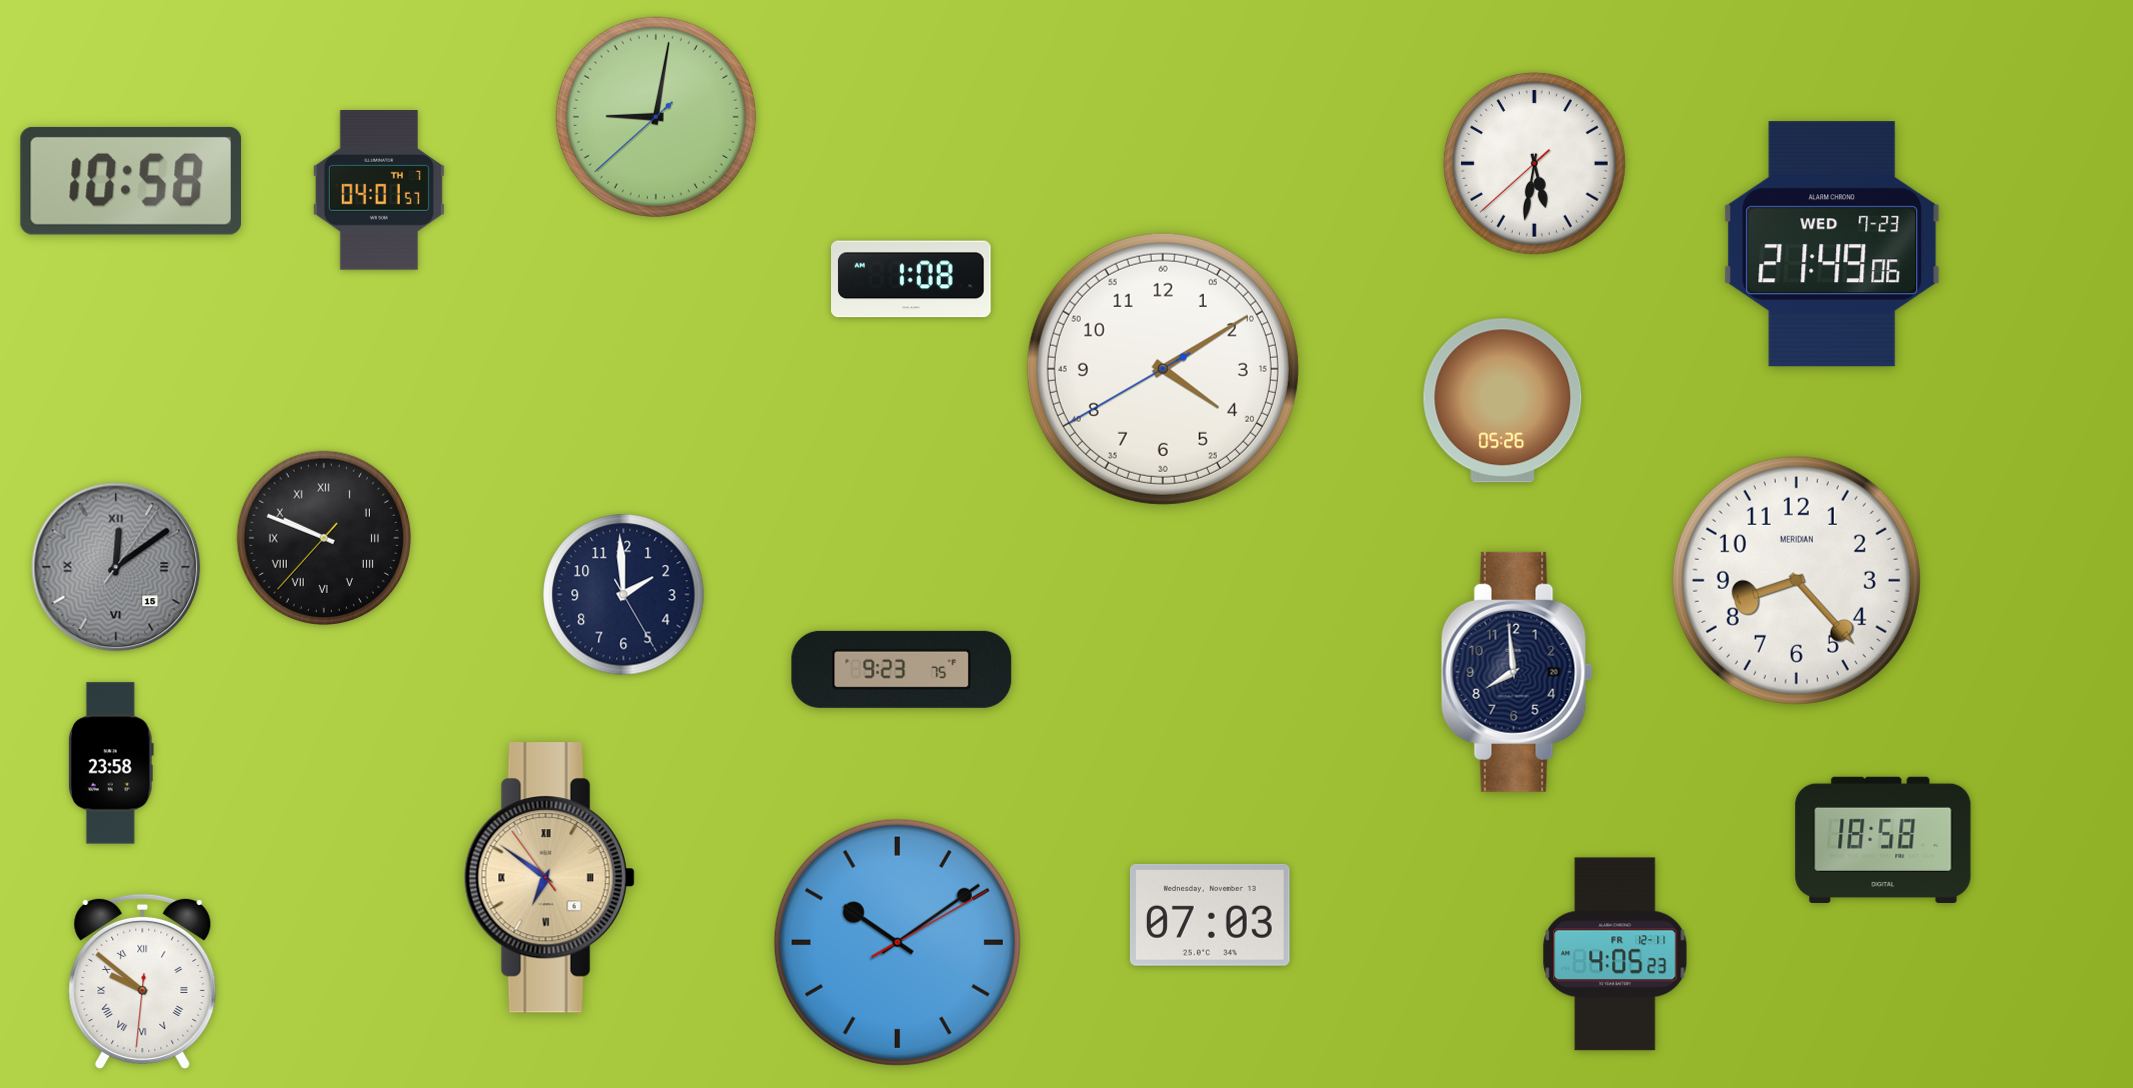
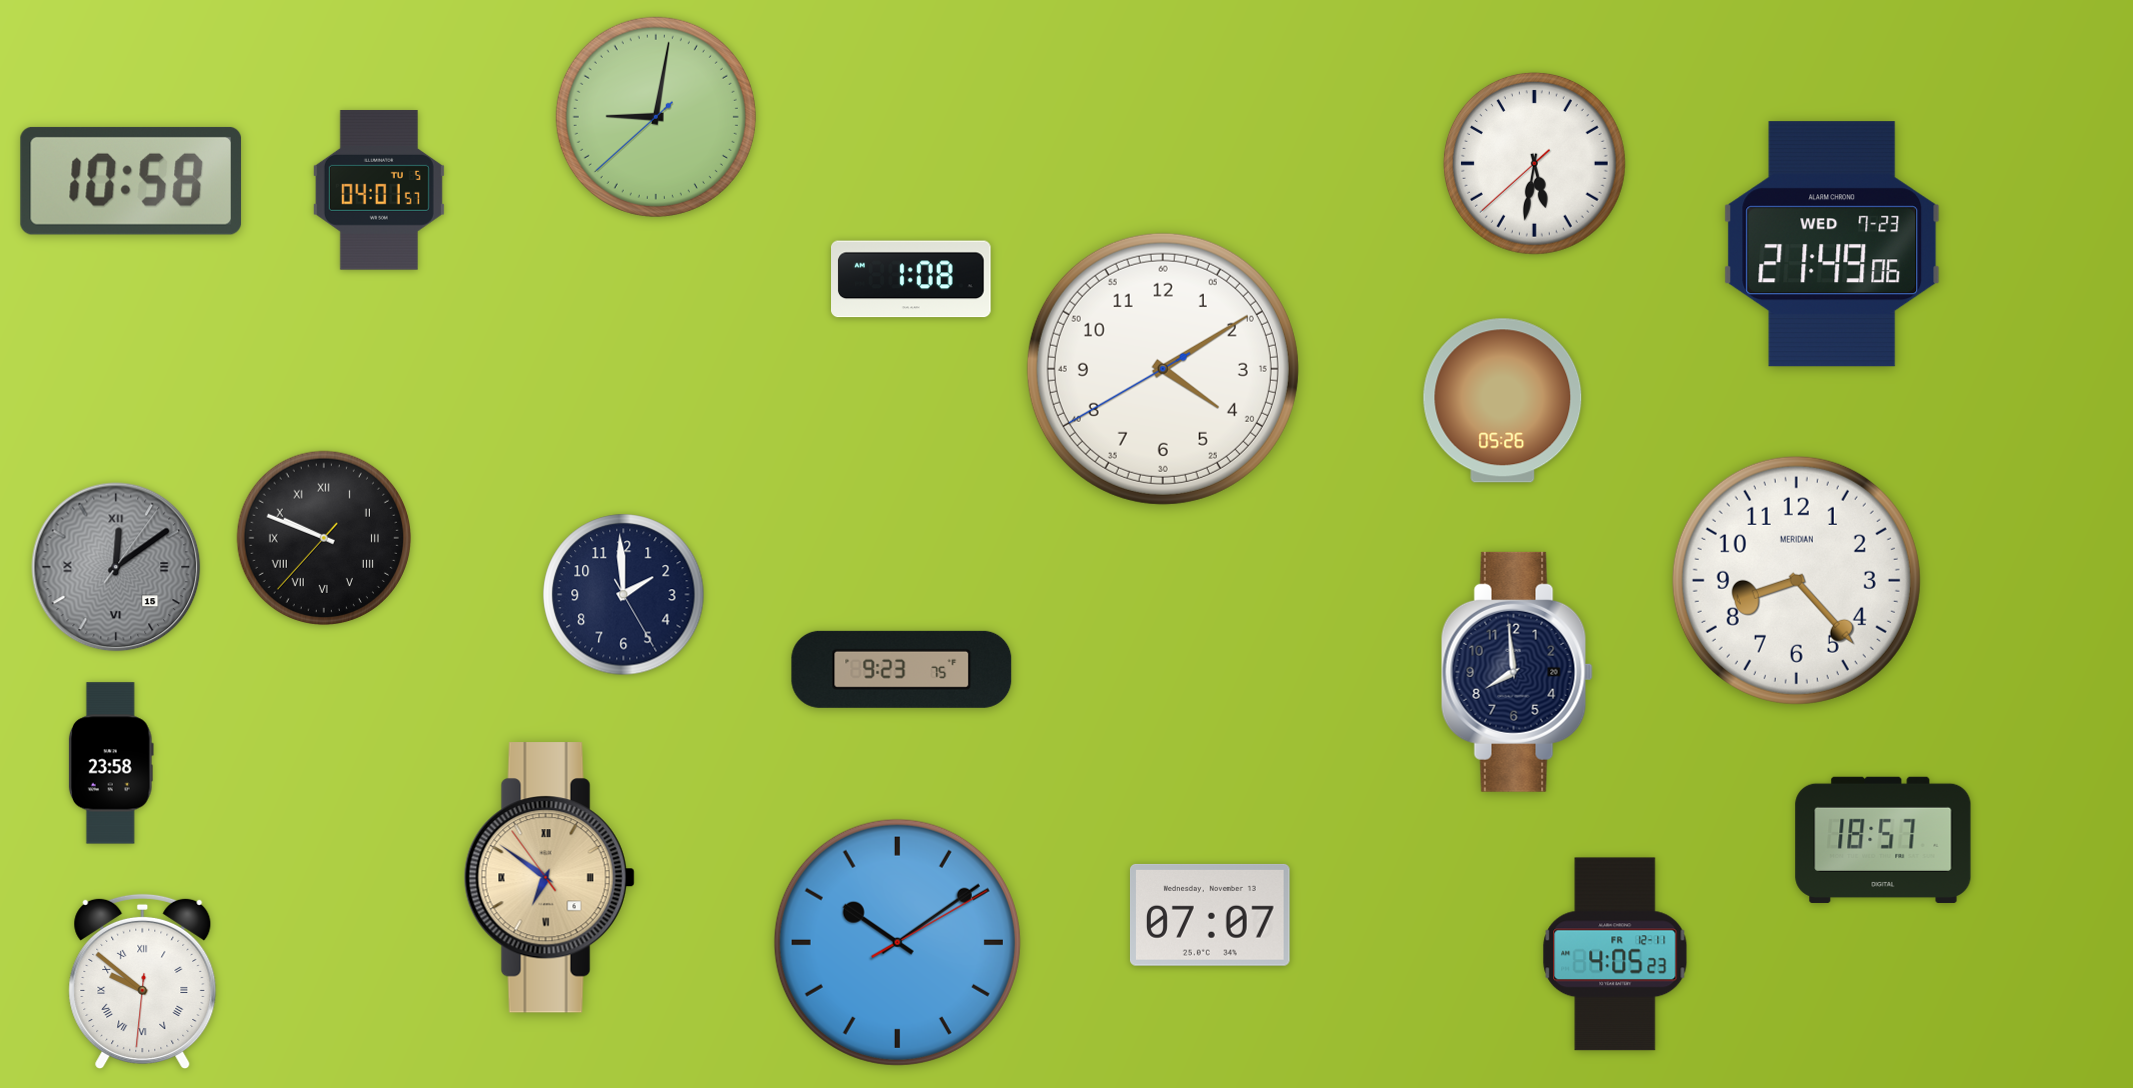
clock at (379, 190) date: TH 7 -> TU 5
clock at (1883, 840): 18:58 -> 18:57
clock at (1210, 915): 07:03 -> 07:07
